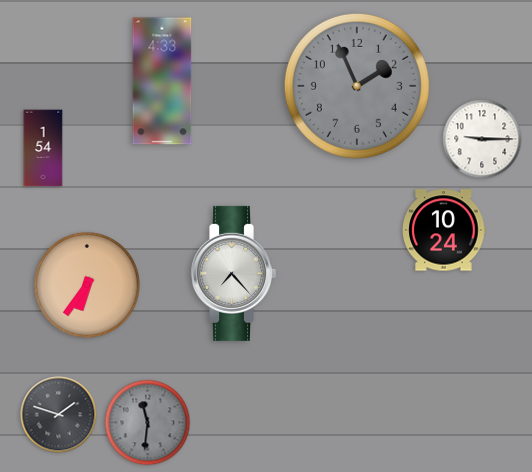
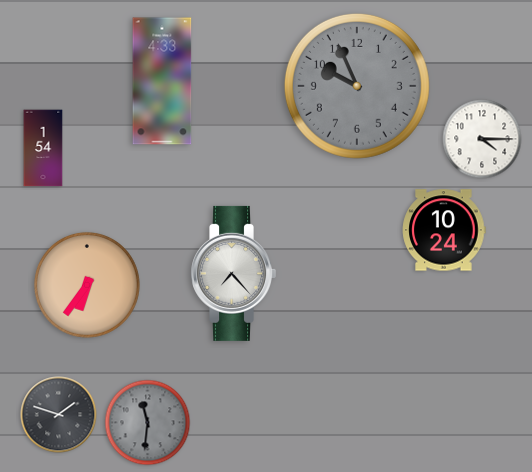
clock at (357, 86): 1:56 -> 9:56
clock at (482, 139): 9:15 -> 4:15
